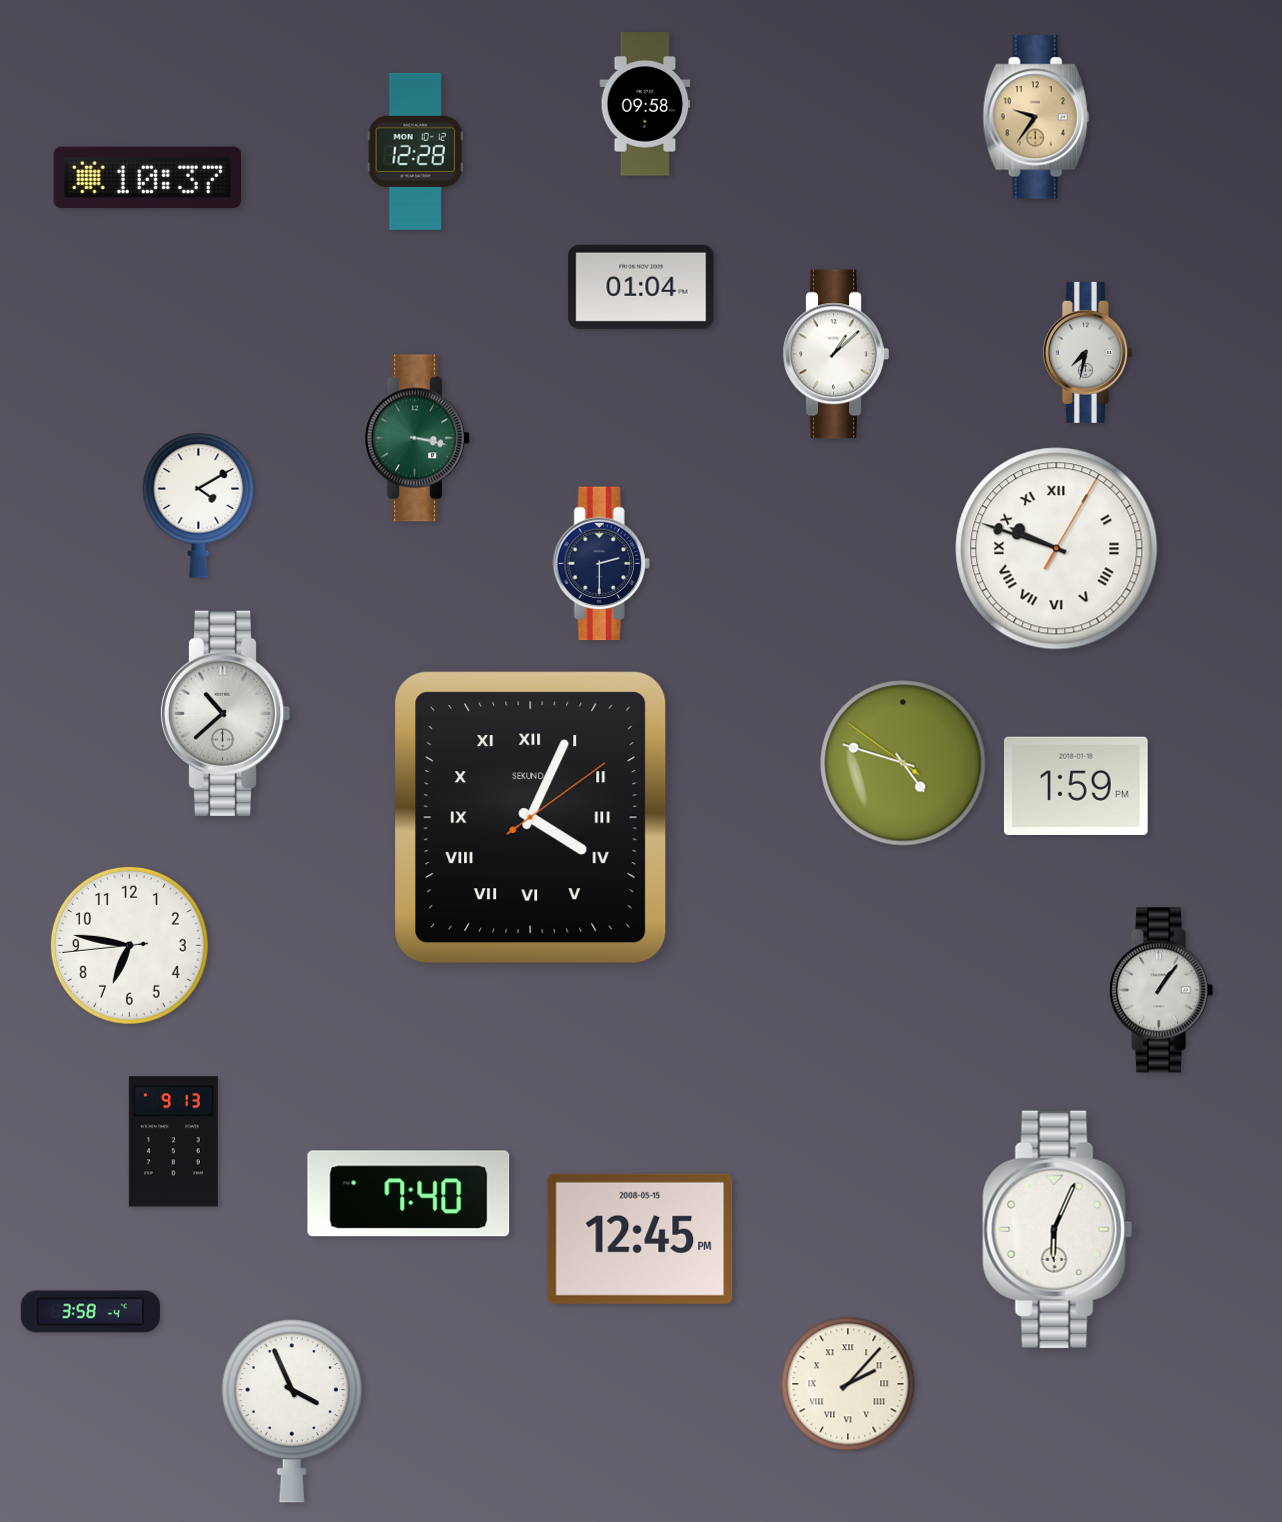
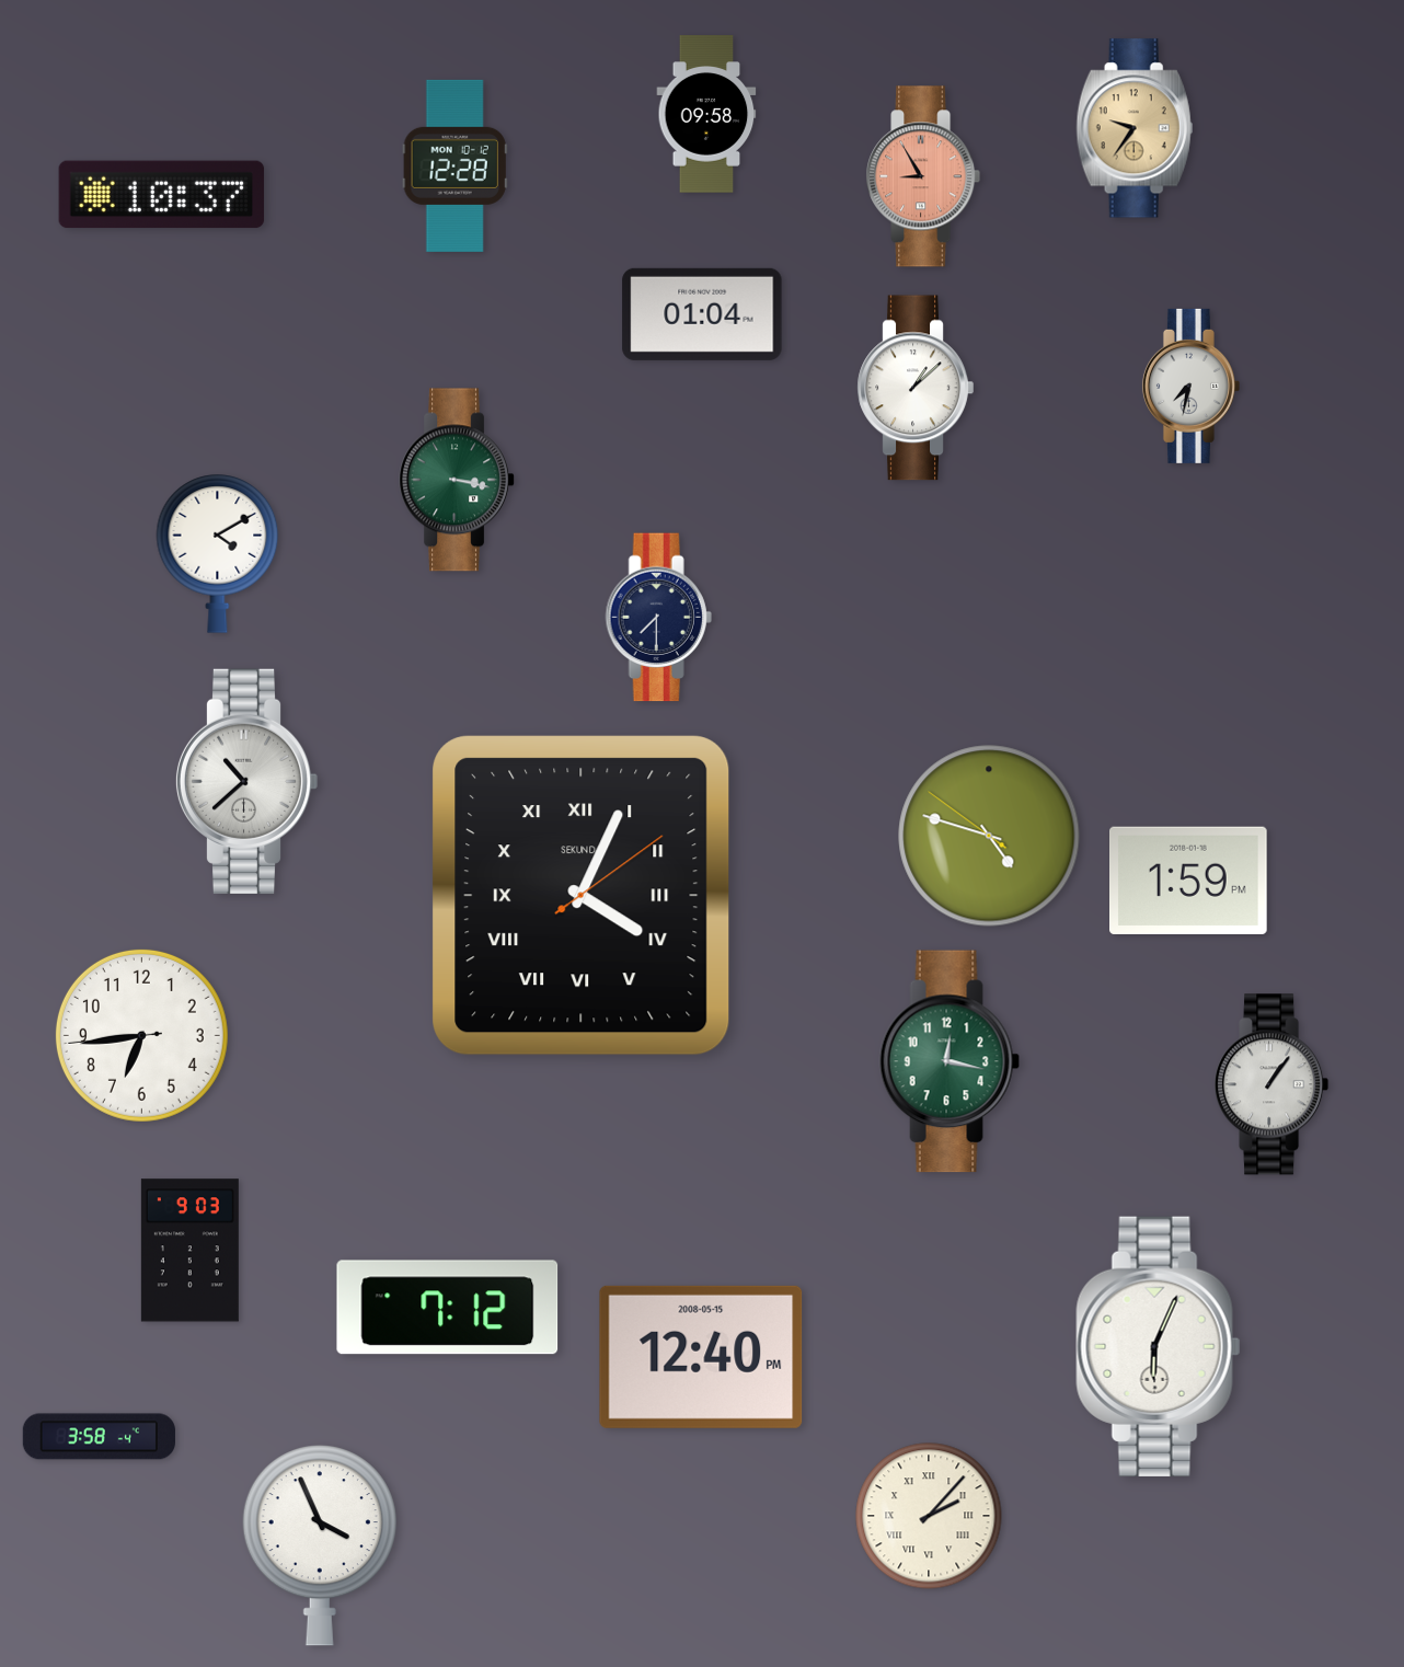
clock at (923, 176): none -> 8:55
clock at (1057, 549): 9:48 -> none
clock at (601, 564): 2:30 -> 7:30
clock at (1077, 785) position: (1077, 785) -> (1189, 880)
clock at (129, 945): 6:46 -> 6:43
clock at (950, 1061): none -> 12:17
clock at (173, 1142): 9:13 -> 9:03
clock at (409, 1194): 7:40 -> 7:12
clock at (640, 1239): 12:45 -> 12:40
